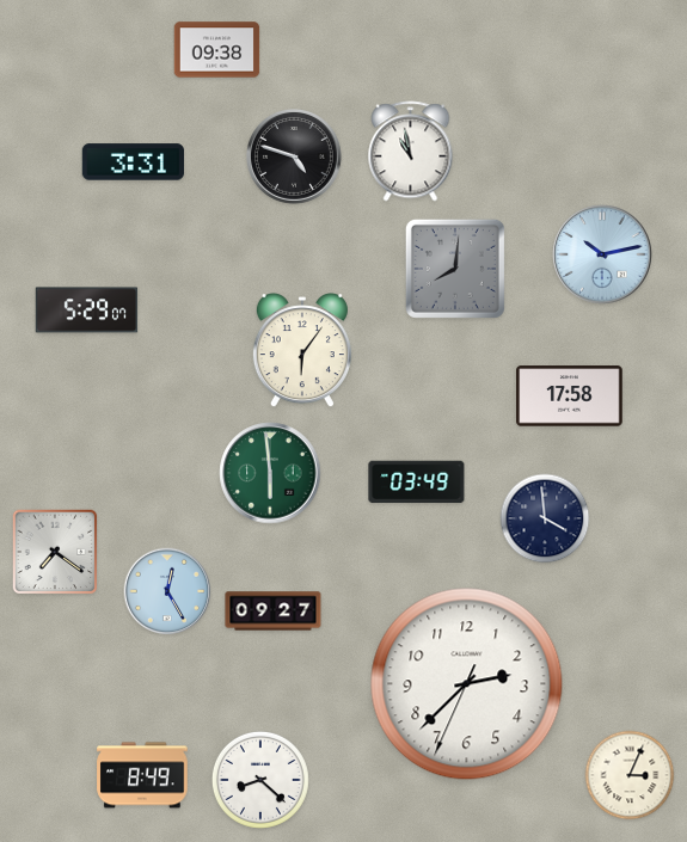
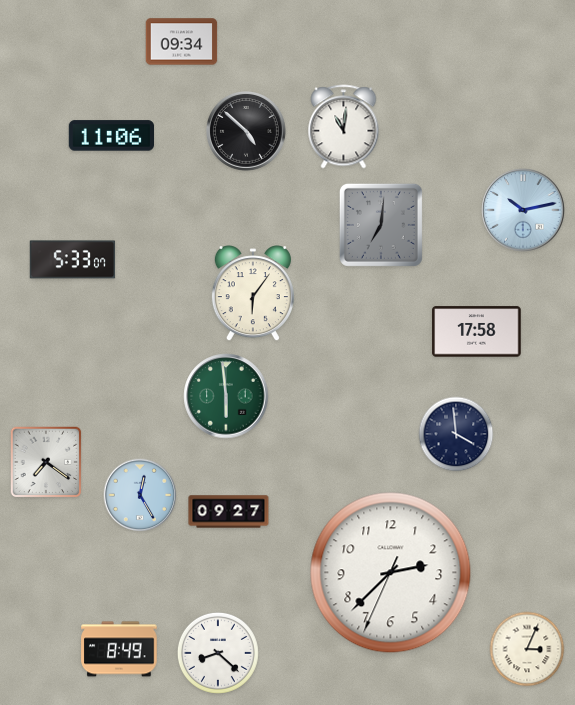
clock at (217, 50): 09:38 -> 09:34
clock at (411, 152): 10:58 -> 11:01
clock at (295, 158): 4:48 -> 4:52
clock at (134, 162): 3:31 -> 11:06
clock at (602, 254) position: (602, 254) -> (523, 210)
clock at (455, 269): 8:01 -> 7:01
clock at (87, 311): 5:29 -> 5:33
clock at (417, 483): 03:49 -> none
